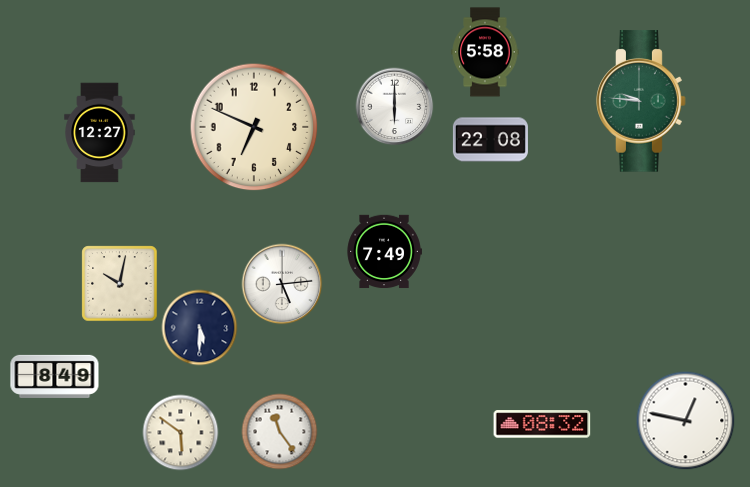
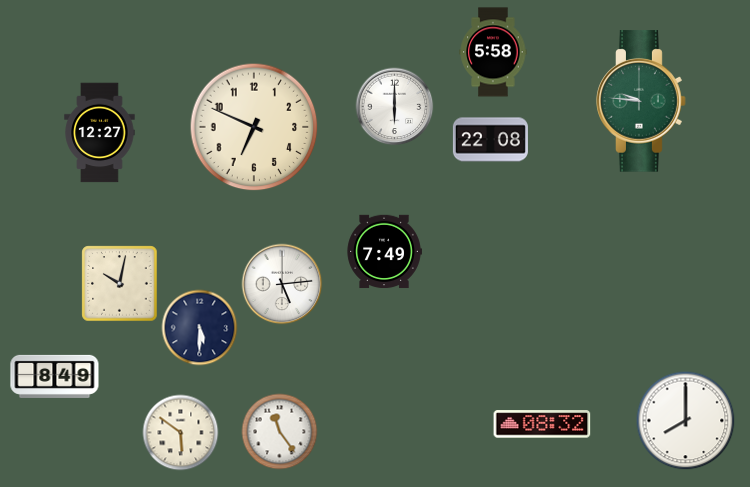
clock at (485, 52) position: (485, 52) -> (493, 52)
clock at (686, 421): 12:47 -> 8:00
